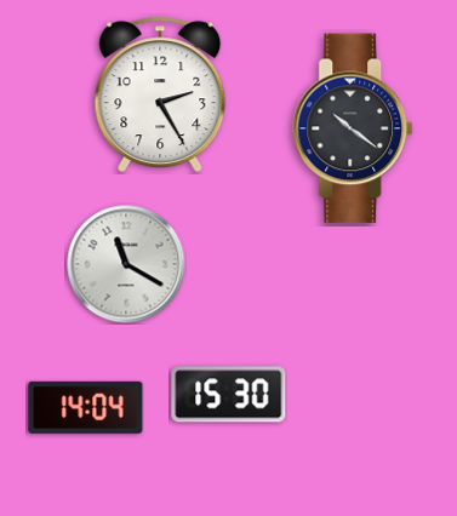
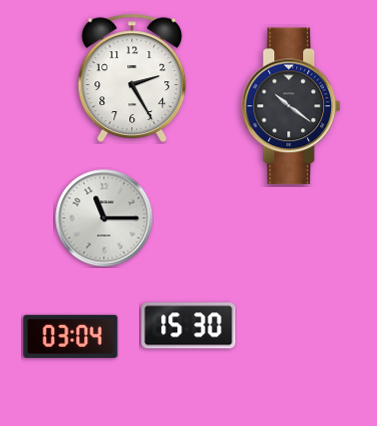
clock at (126, 264): 11:20 -> 11:15
clock at (86, 407): 14:04 -> 03:04
